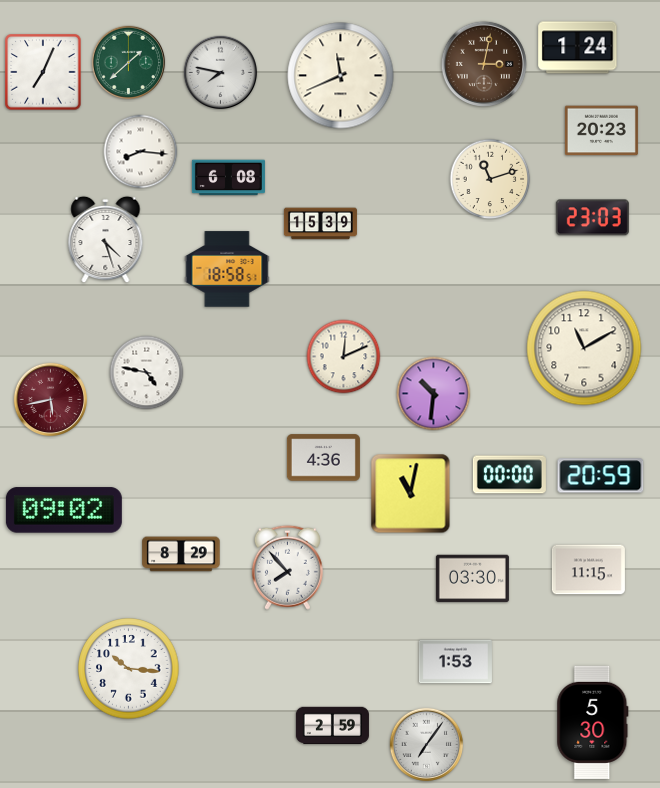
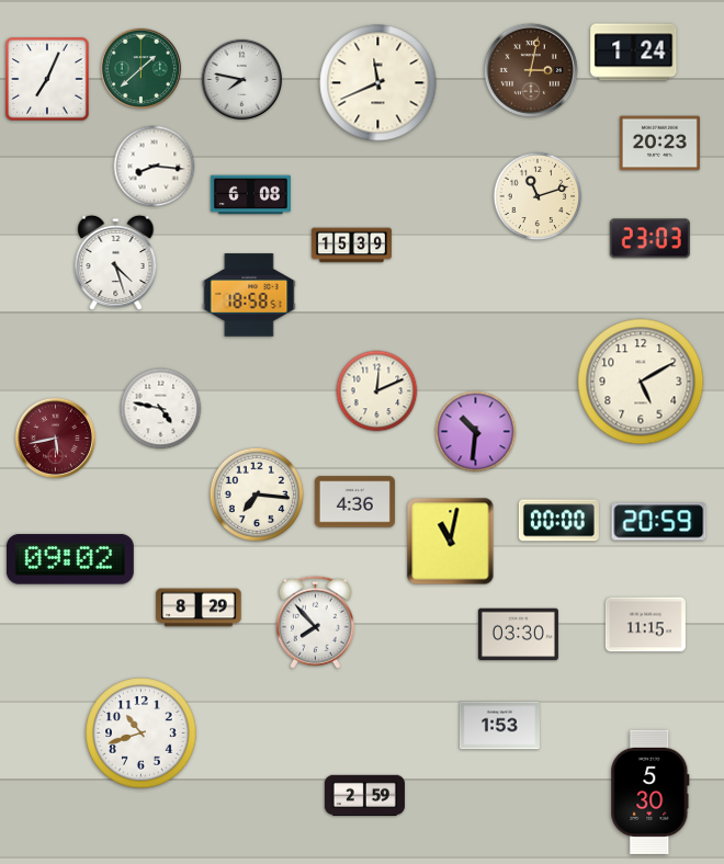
clock at (341, 76) position: (341, 76) -> (378, 83)
clock at (584, 348): 11:10 -> 5:10
clock at (256, 493): none -> 7:16
clock at (129, 669): 10:16 -> 10:42
clock at (427, 745): 7:06 -> none
